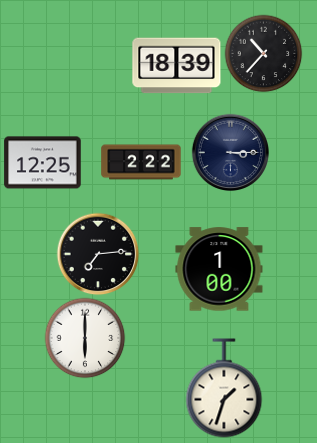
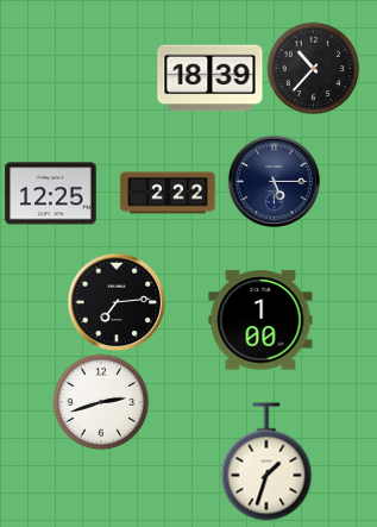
clock at (263, 53) position: (263, 53) -> (313, 68)
clock at (230, 152): 3:15 -> 5:15
clock at (85, 338): 6:00 -> 2:42
